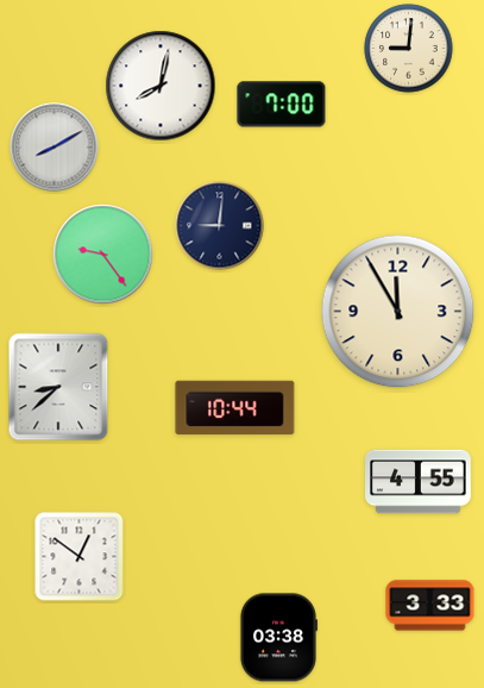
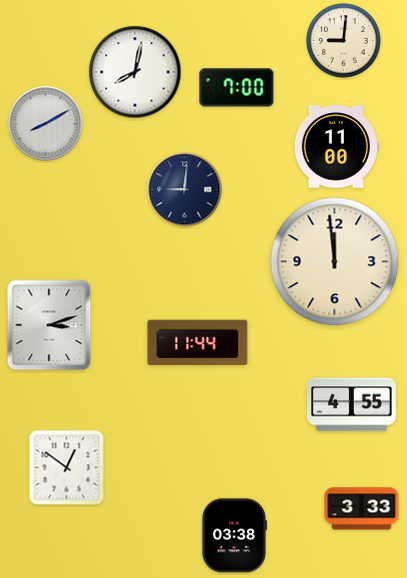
clock at (336, 147): none -> 11:00
clock at (103, 255): 9:24 -> none
clock at (398, 312): 11:55 -> 11:59
clock at (58, 387): 8:38 -> 3:12
clock at (235, 408): 10:44 -> 11:44
